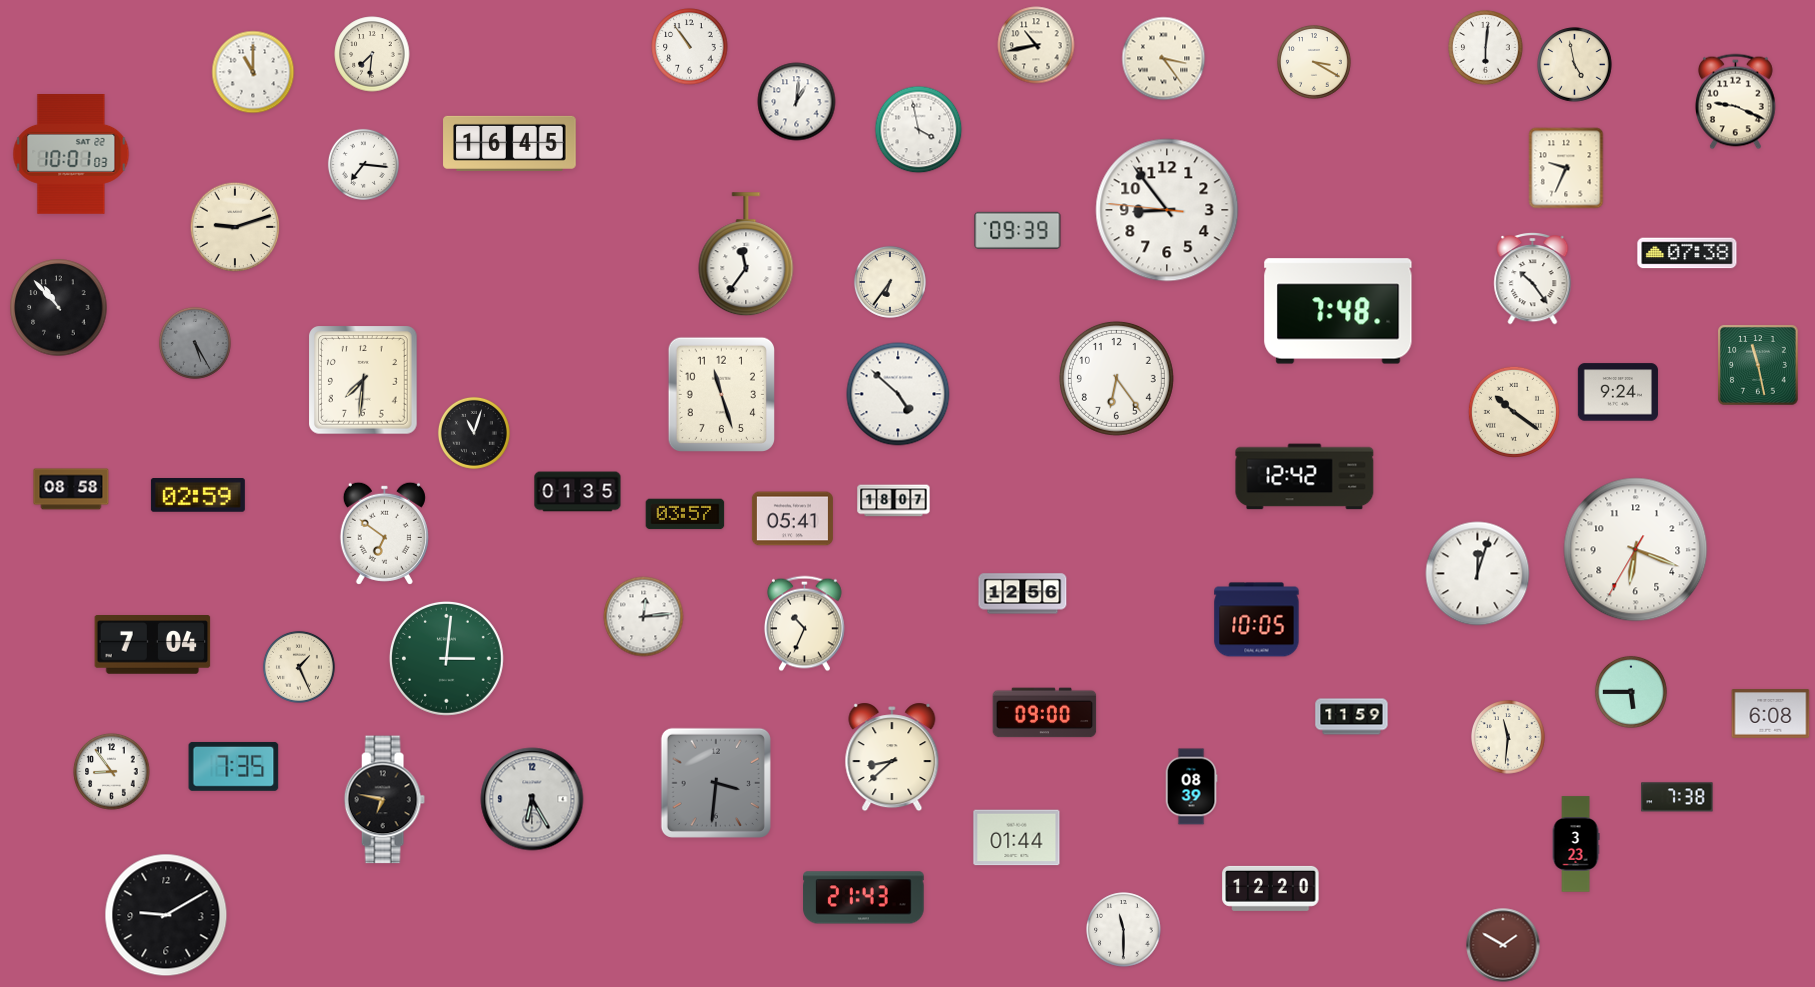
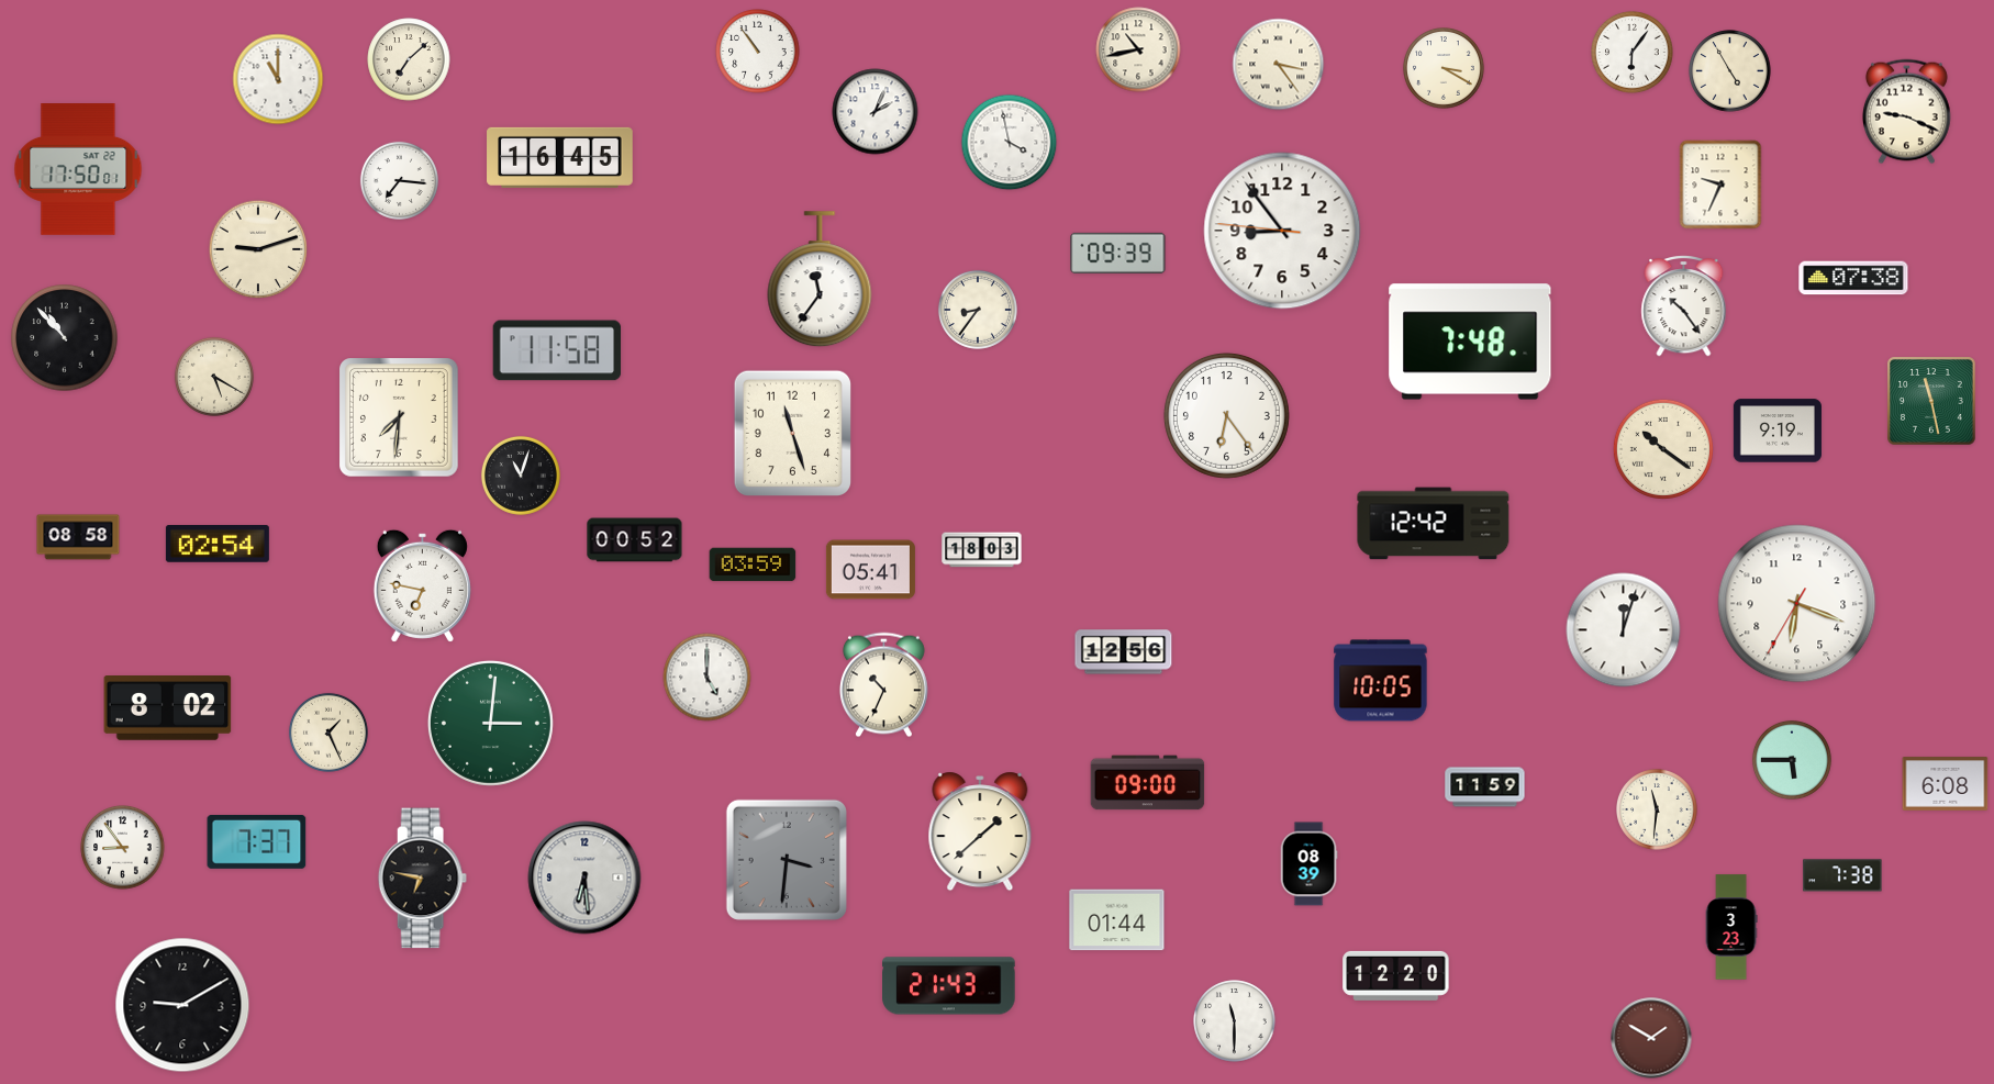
clock at (1486, 48): 6:01 -> 6:06
clock at (372, 54): 7:31 -> 7:08
clock at (1575, 65): 4:58 -> 4:55
clock at (797, 102): 1:01 -> 2:04
clock at (71, 155): 10:01 -> 17:50
clock at (890, 282): 6:36 -> 8:36
clock at (557, 350): none -> 11:58
clock at (195, 343): 5:25 -> 5:20
clock at (195, 343) dial: grey -> cream
clock at (1618, 392): 9:24 -> 9:19
clock at (898, 394): 4:52 -> none
clock at (1514, 412) position: (1514, 412) -> (1663, 449)
clock at (578, 492): 01:35 -> 00:52
clock at (198, 496): 02:59 -> 02:54
clock at (894, 501): 18:07 -> 18:03
clock at (685, 514): 03:57 -> 03:59
clock at (384, 533): 6:51 -> 6:47
clock at (644, 617): 12:14 -> 5:00
clock at (153, 645): 7:04 -> 8:02
clock at (892, 757): 8:38 -> 1:38
clock at (234, 766): 7:35 -> 7:37
clock at (532, 799): 6:25 -> 6:29
